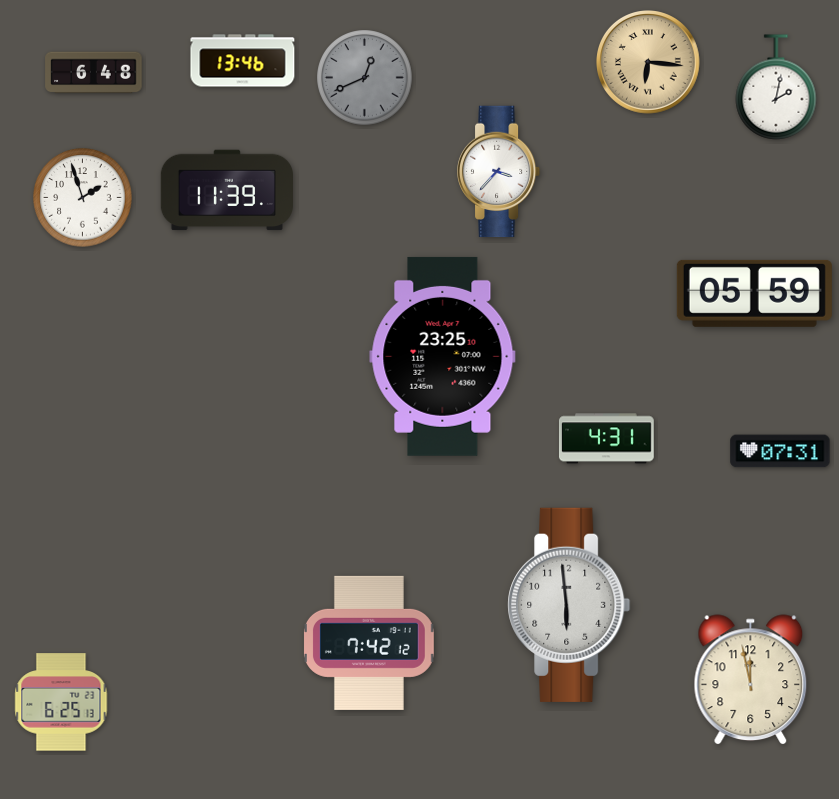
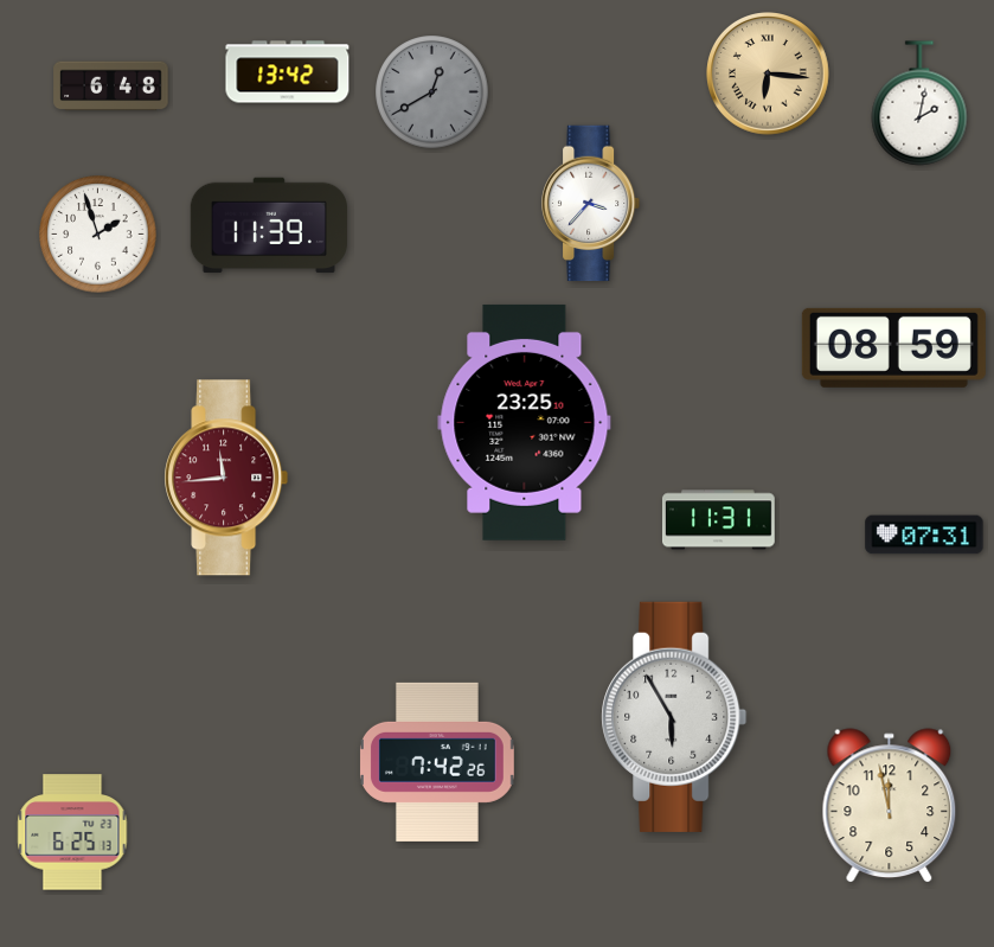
clock at (243, 61): 13:46 -> 13:42
clock at (365, 78): 12:41 -> 12:40
clock at (754, 293): 05:59 -> 08:59
clock at (226, 478): none -> 11:44
clock at (606, 439): 4:31 -> 11:31
clock at (569, 605): 5:59 -> 5:55
clock at (369, 643): 7:42:12 -> 7:42:26
